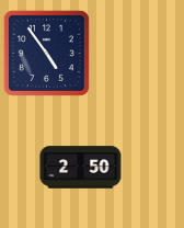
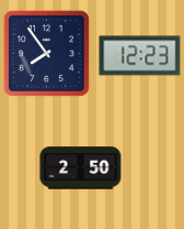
clock at (46, 53): 4:54 -> 7:54
clock at (140, 56): none -> 12:23
